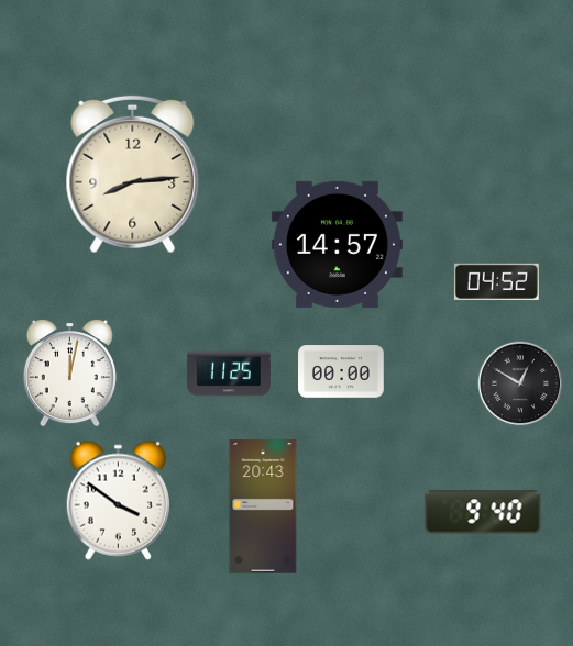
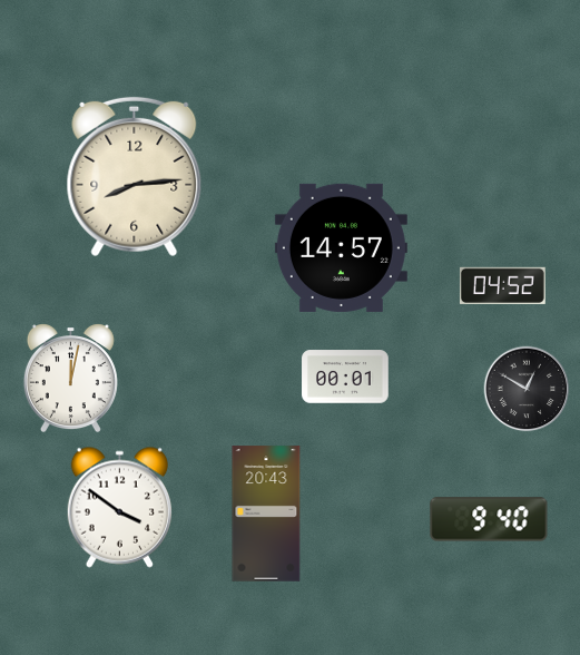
clock at (341, 371): 00:00 -> 00:01
clock at (229, 374): 11:25 -> none
